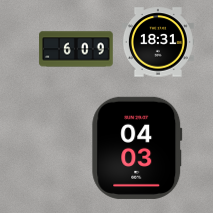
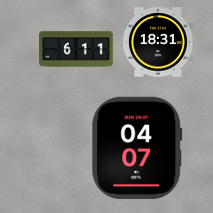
clock at (76, 49): 6:09 -> 6:11
clock at (137, 148): 04:03 -> 04:07
